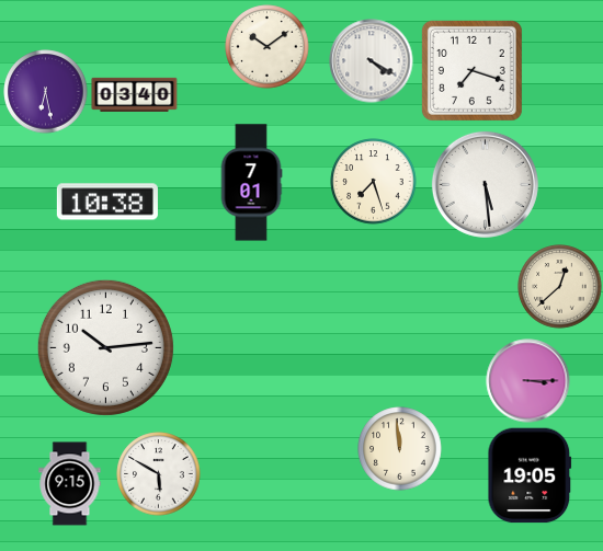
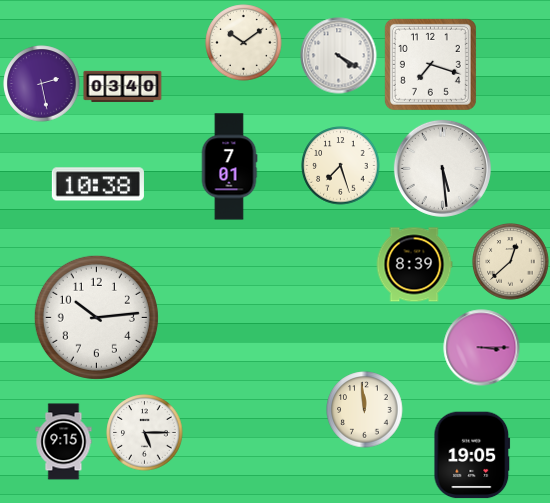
clock at (46, 92): 6:28 -> 2:28
clock at (414, 265): none -> 8:39
clock at (159, 474): 5:50 -> 5:15
clock at (530, 475) position: (530, 475) -> (472, 455)
